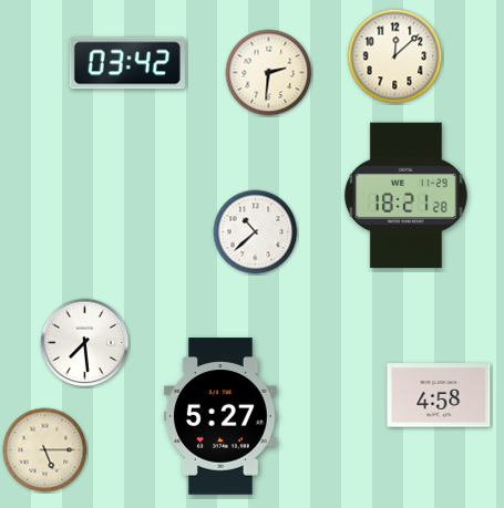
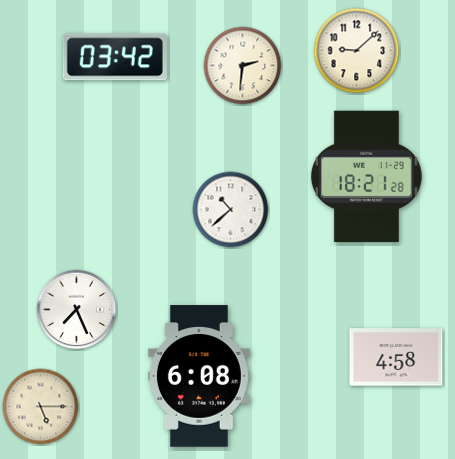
clock at (395, 56): 12:08 -> 9:08
clock at (85, 343): 7:29 -> 7:26
clock at (220, 416): 5:27 -> 6:08
